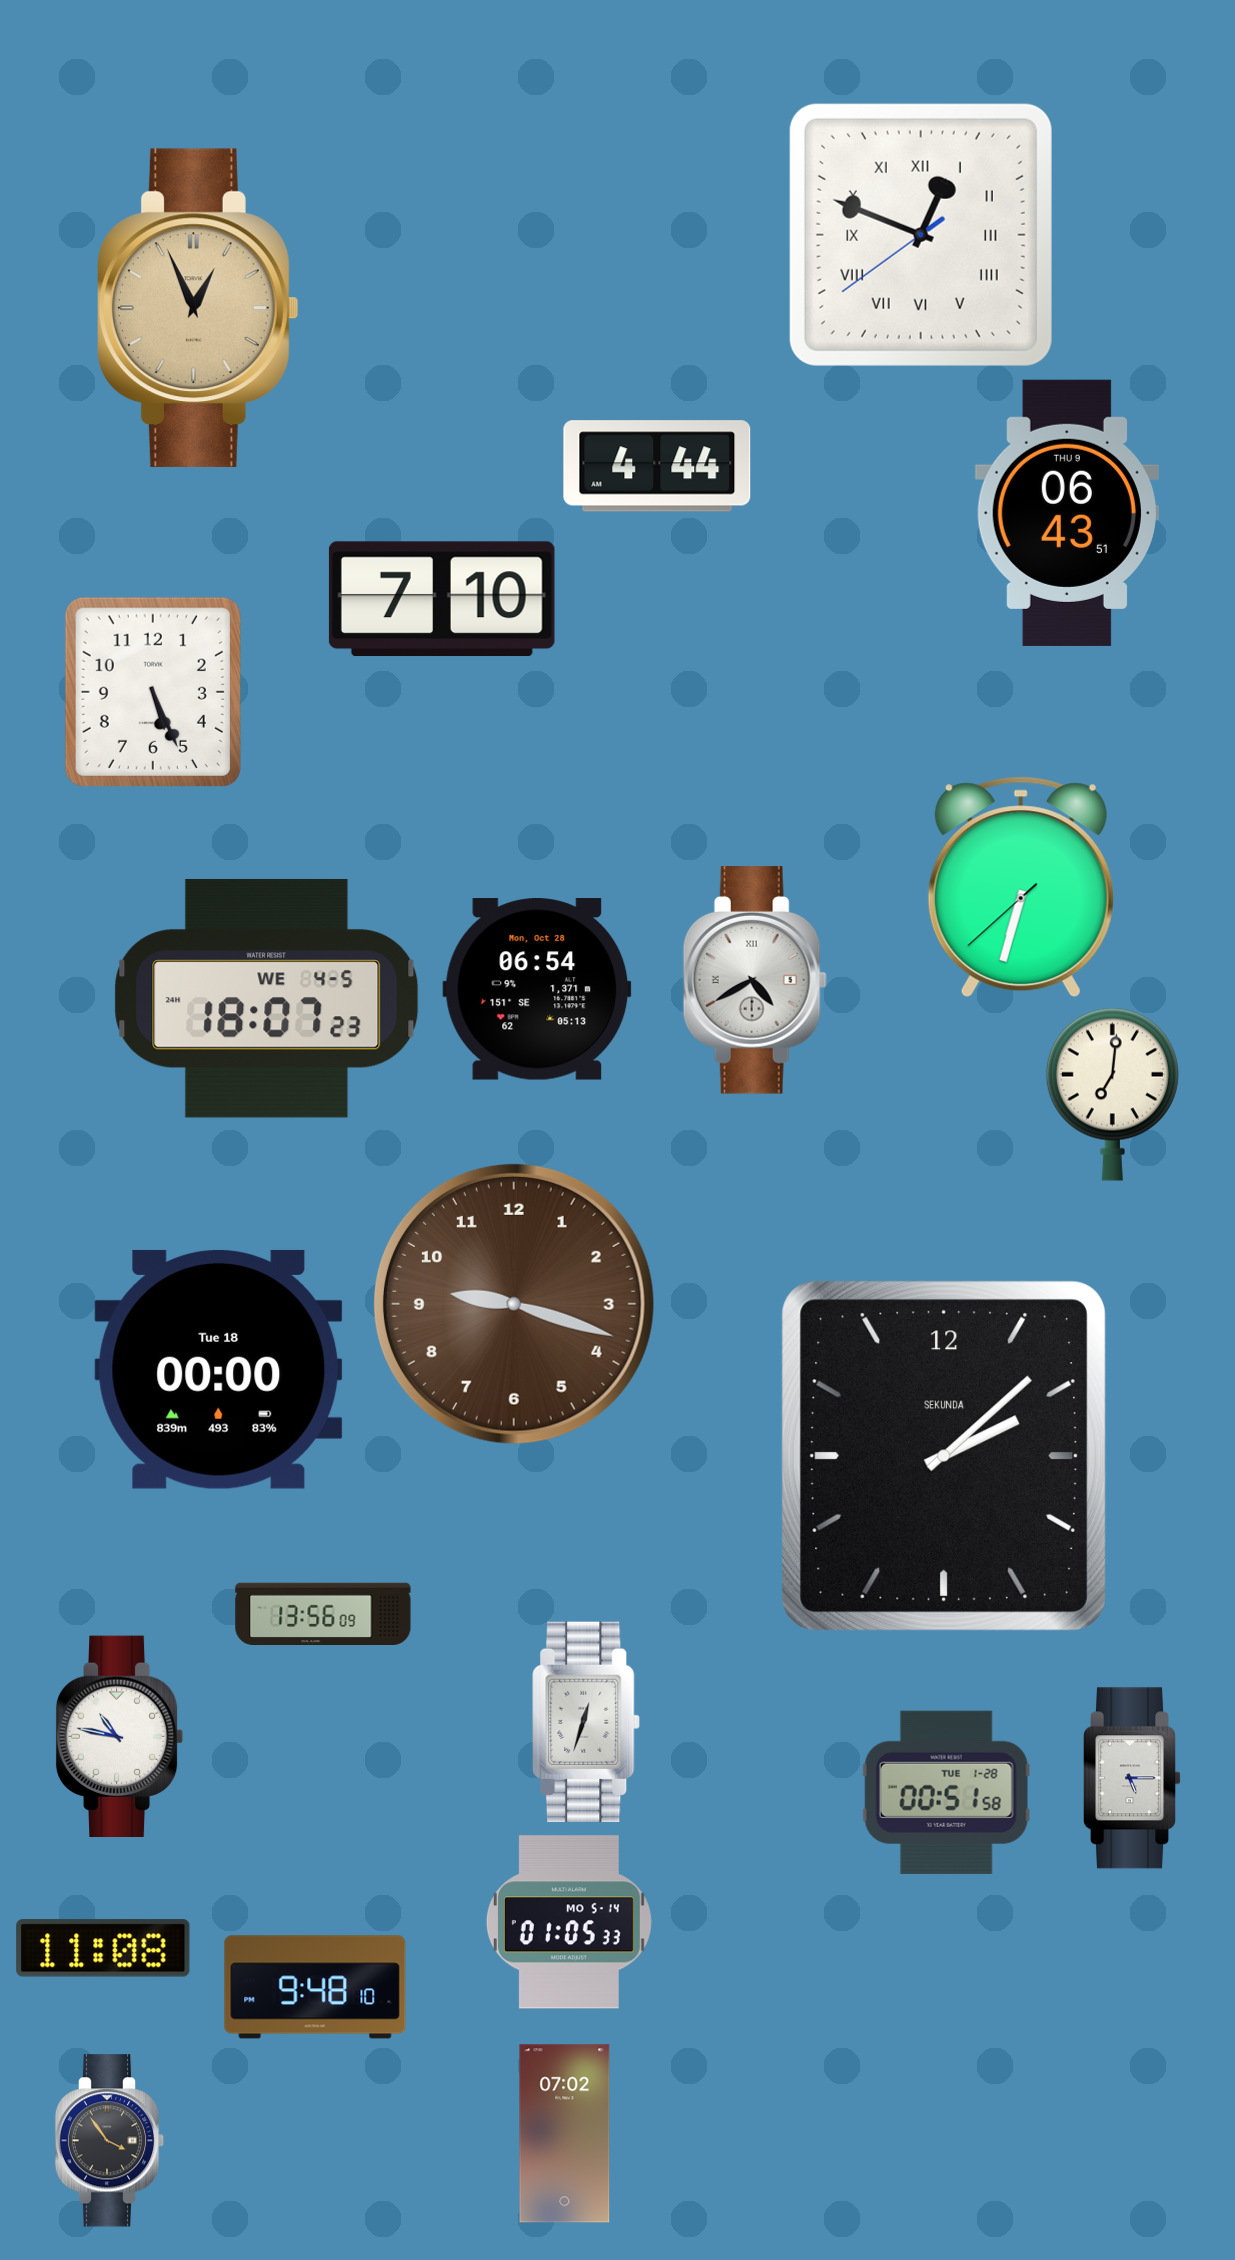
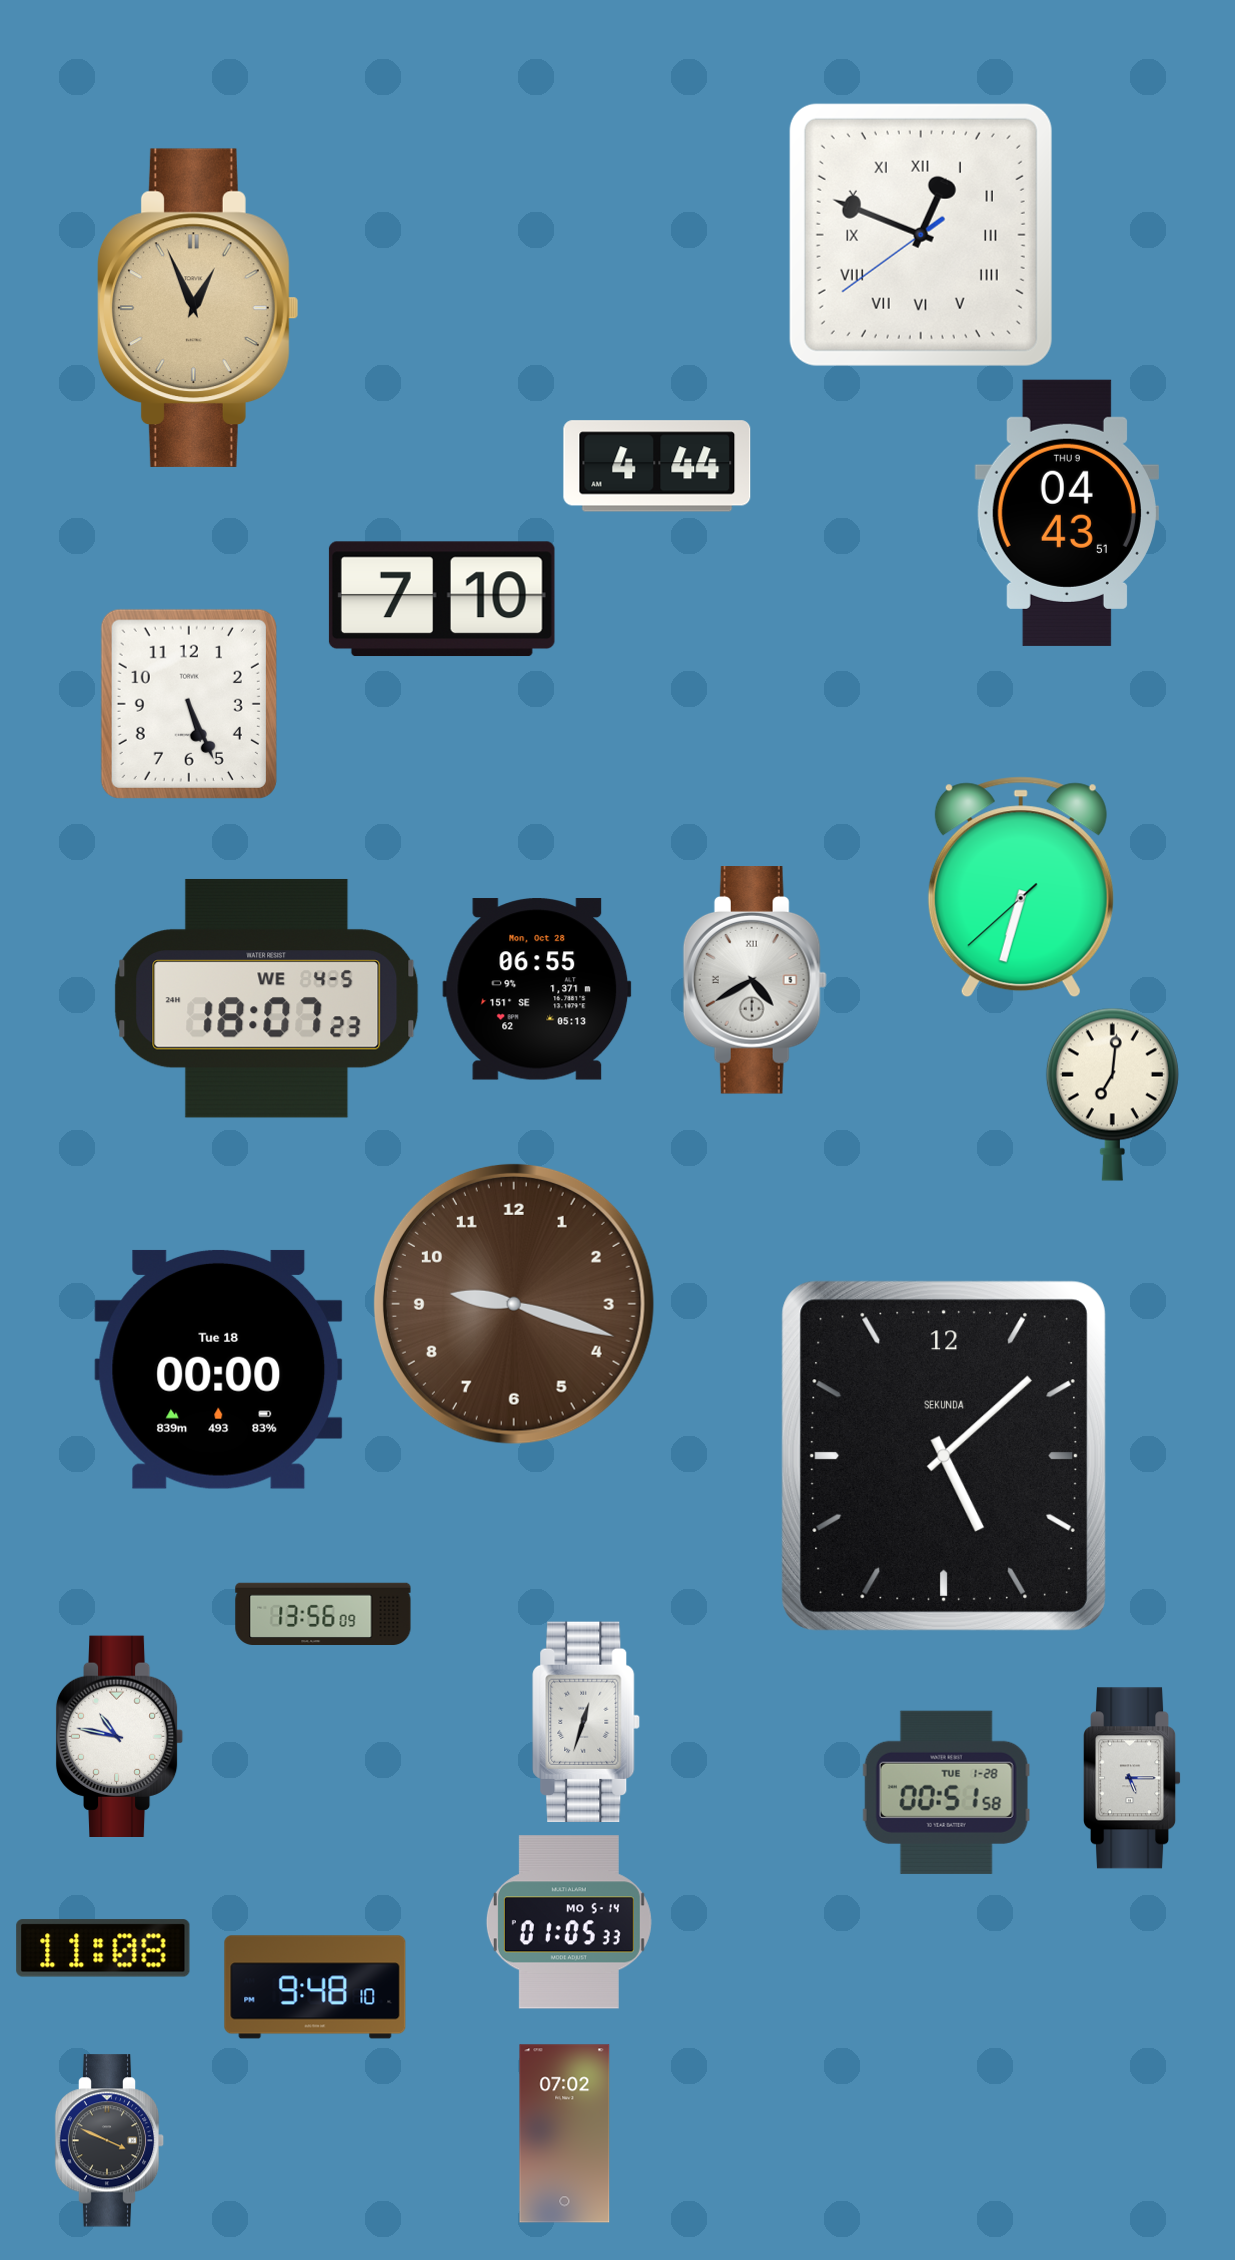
clock at (1067, 513): 06:43 -> 04:43
clock at (153, 692) position: (153, 692) -> (189, 704)
clock at (537, 989): 06:54 -> 06:55
clock at (944, 1456): 2:08 -> 5:08
clock at (110, 2141): 3:54 -> 3:49
